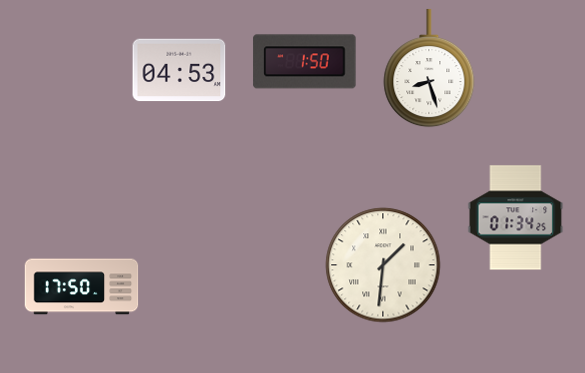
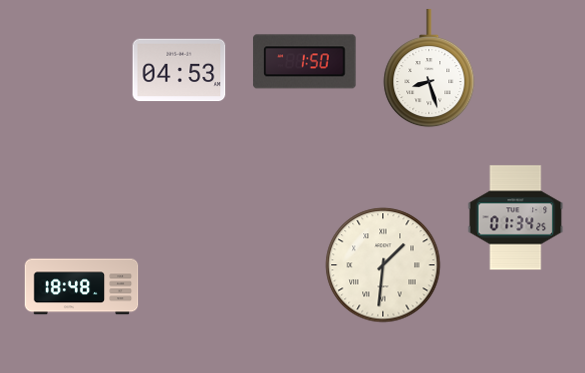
clock at (82, 287): 17:50 -> 18:48
